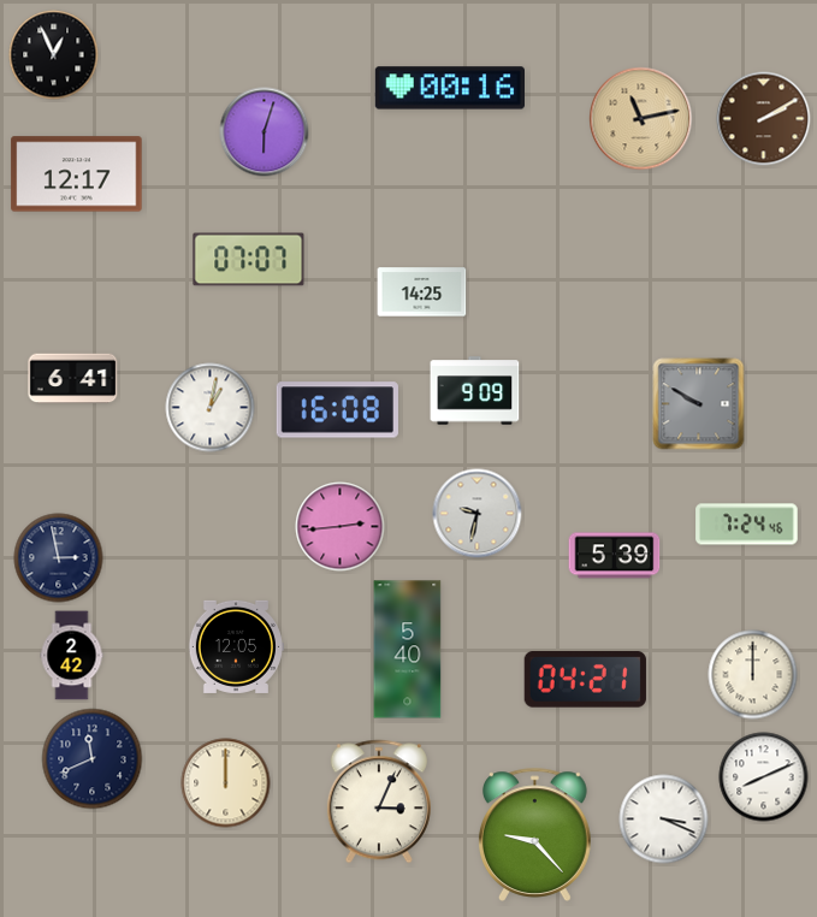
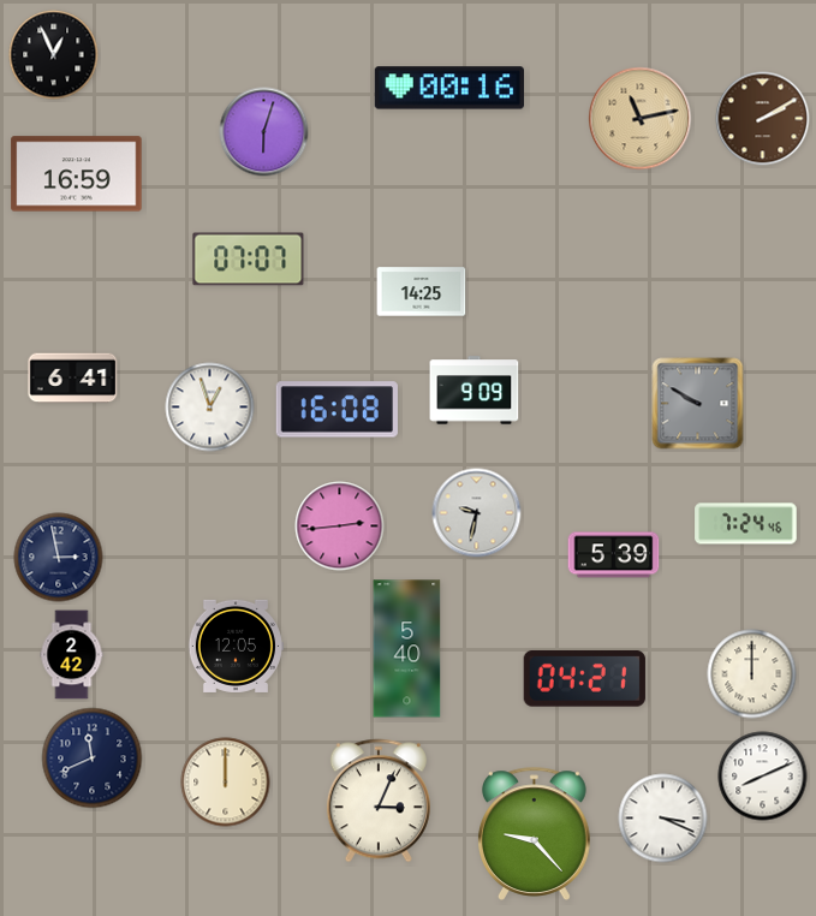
clock at (77, 174): 12:17 -> 16:59
clock at (211, 408): 1:02 -> 12:57
